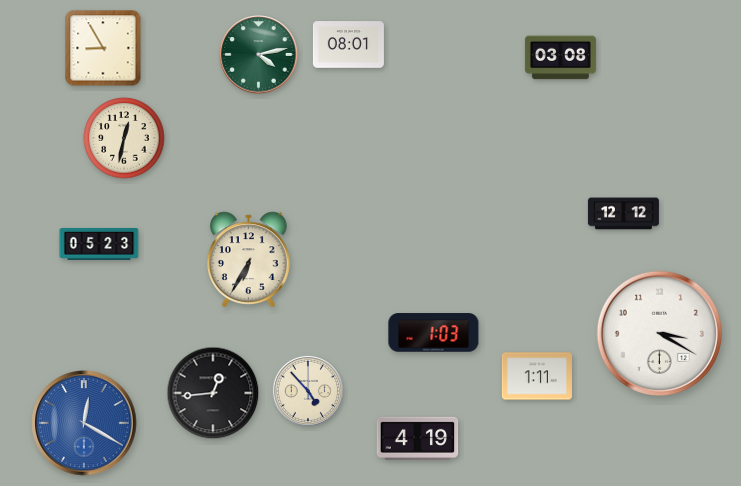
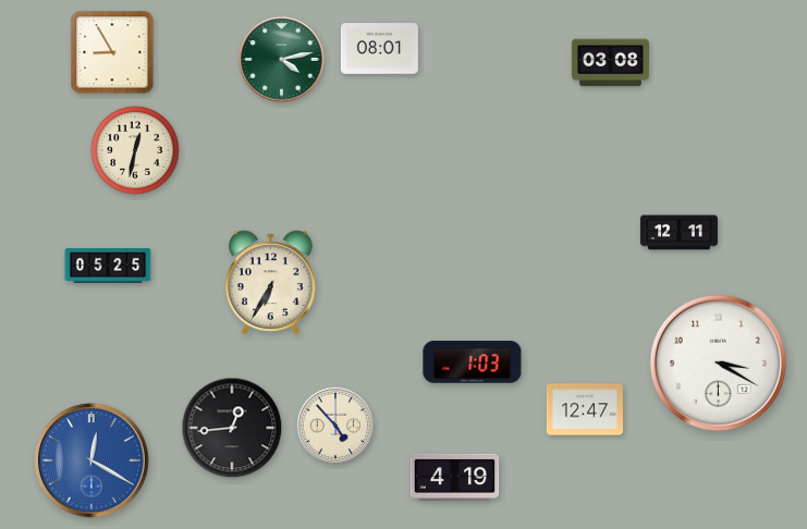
clock at (623, 214): 12:12 -> 12:11
clock at (99, 244): 05:23 -> 05:25
clock at (537, 376): 1:11 -> 12:47
